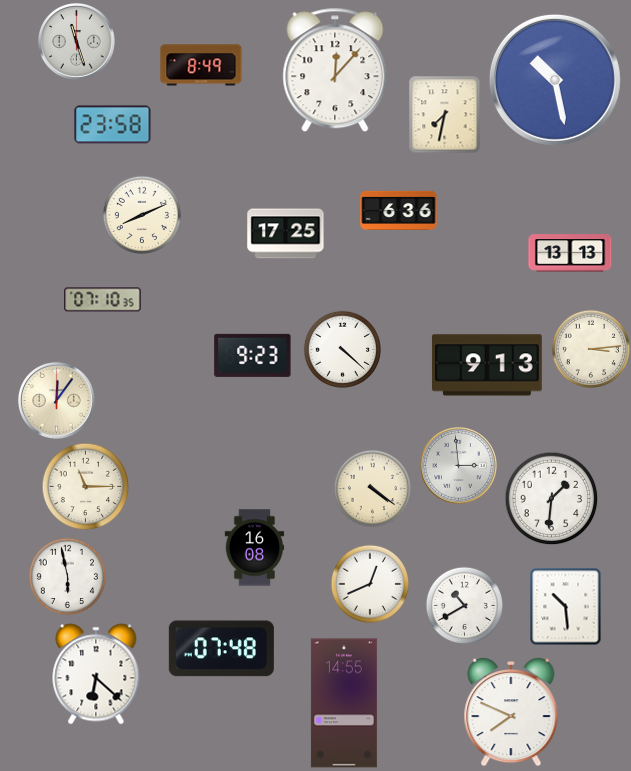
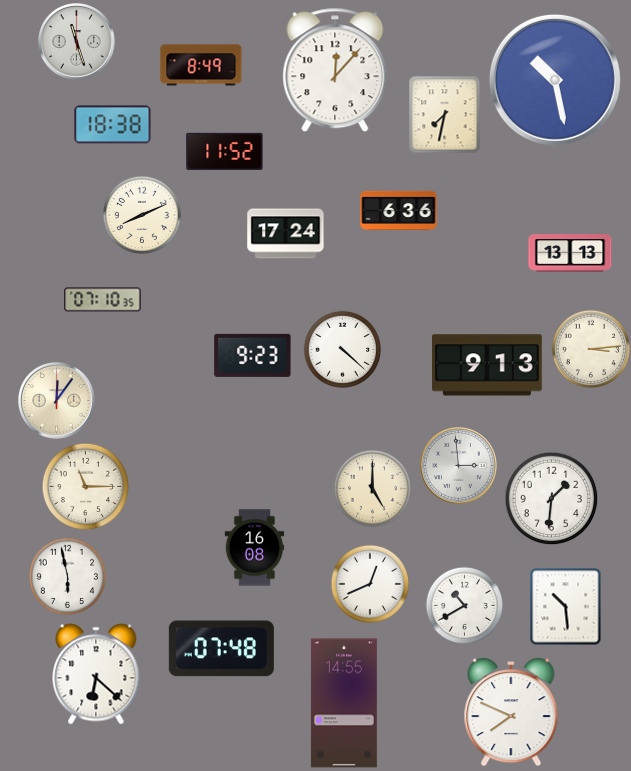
clock at (113, 125): 23:58 -> 18:38
clock at (225, 151): none -> 11:52
clock at (286, 234): 17:25 -> 17:24
clock at (372, 488): 4:21 -> 5:00
